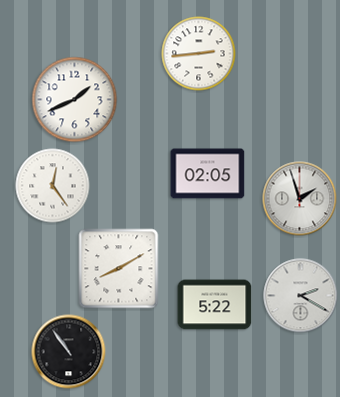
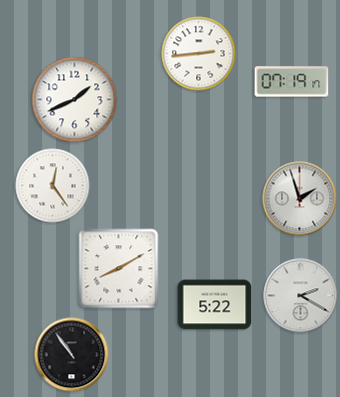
clock at (292, 82): none -> 07:19
clock at (208, 174): 02:05 -> none
clock at (69, 352) position: (69, 352) -> (72, 355)
